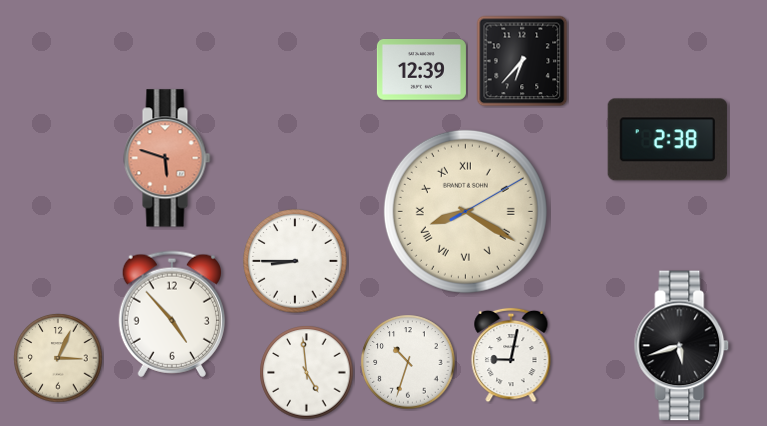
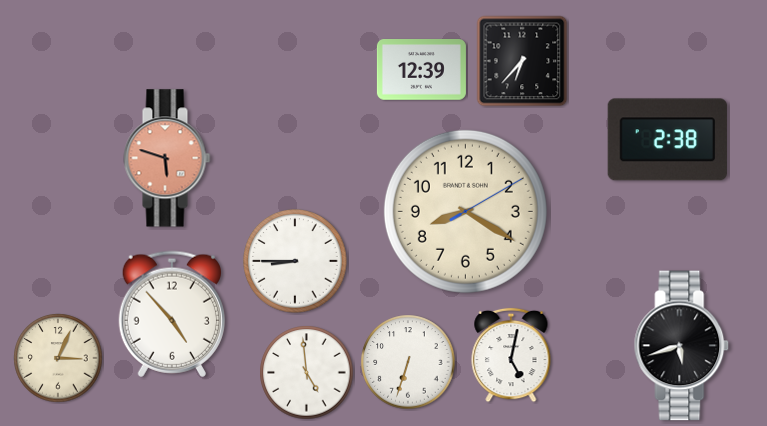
clock at (465, 211) numerals: Roman -> Arabic
clock at (511, 355): 9:02 -> 5:02
clock at (408, 362): 10:33 -> 6:33
